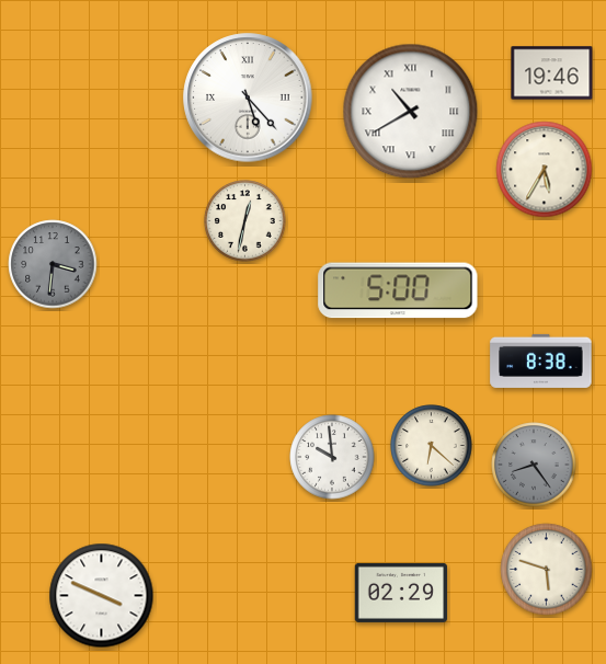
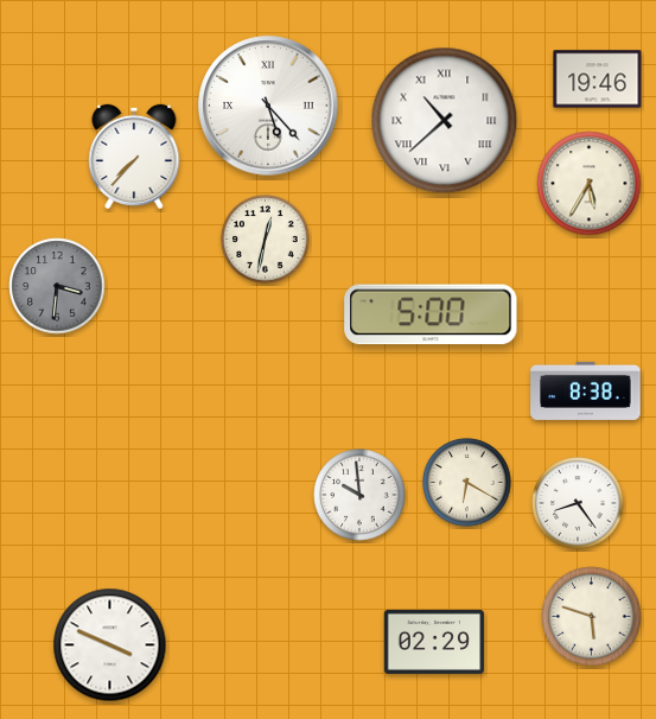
clock at (411, 112): 10:40 -> 10:38
clock at (134, 157): none -> 7:37
clock at (432, 446): 6:22 -> 6:20
clock at (534, 465) dial: grey -> white
